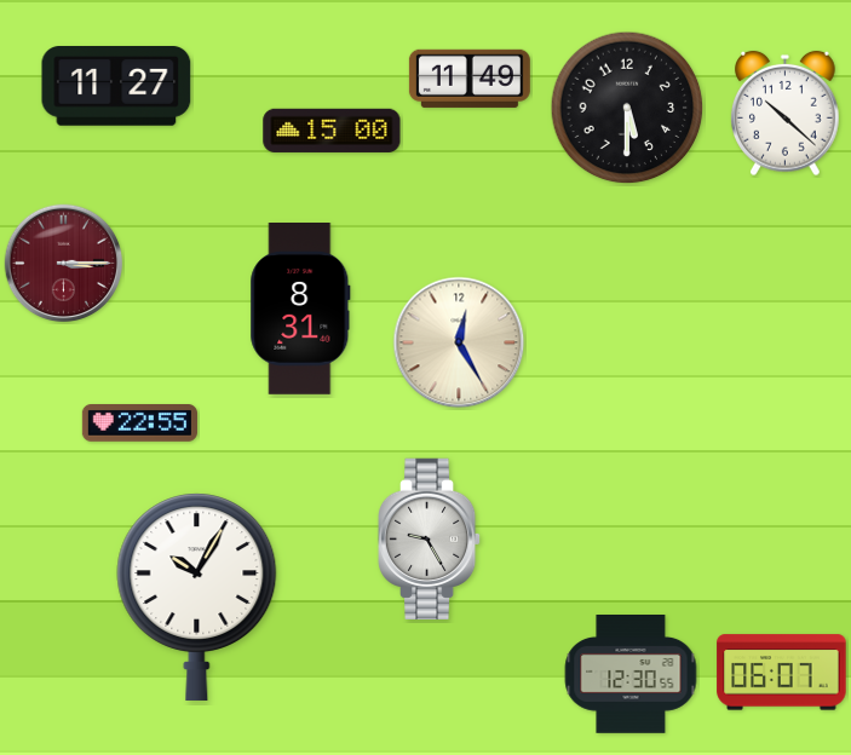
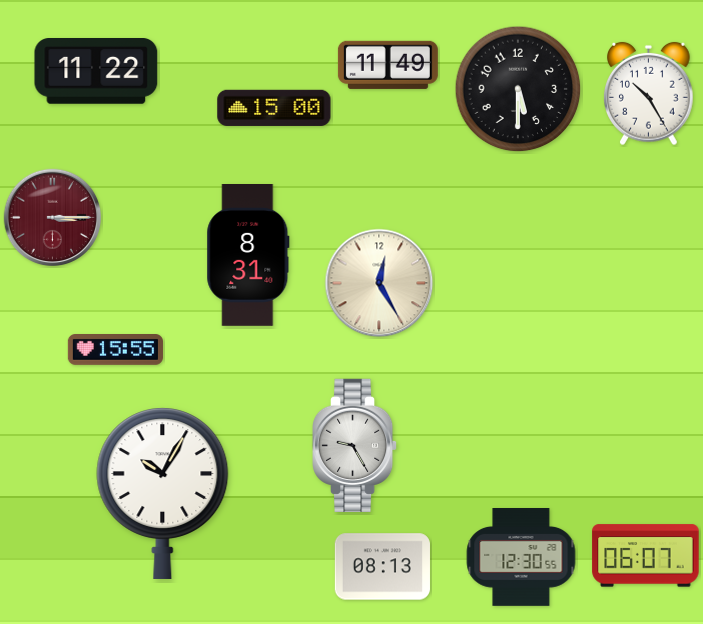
clock at (116, 86): 11:27 -> 11:22
clock at (786, 114): 10:22 -> 10:25
clock at (139, 423): 22:55 -> 15:55
clock at (382, 567): none -> 08:13
